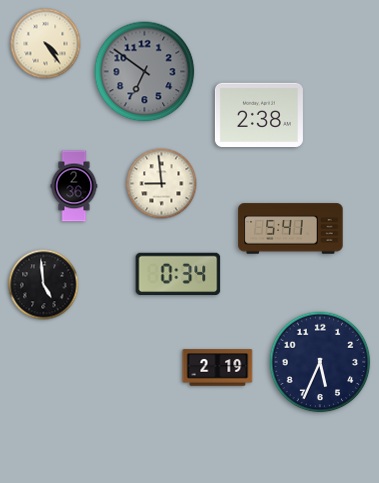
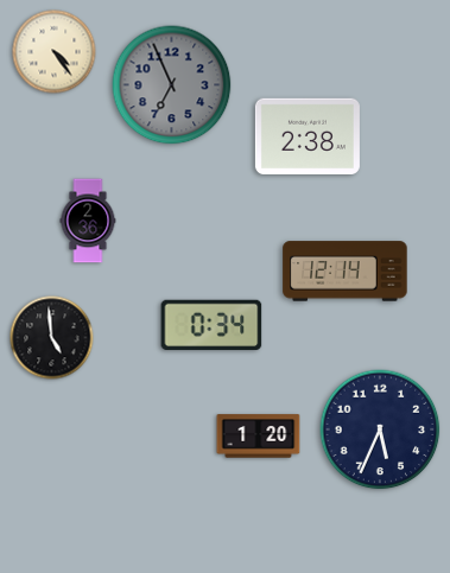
clock at (145, 72): 6:51 -> 6:56
clock at (162, 184): 8:59 -> none
clock at (291, 229): 5:41 -> 12:14
clock at (218, 368): 2:19 -> 1:20
